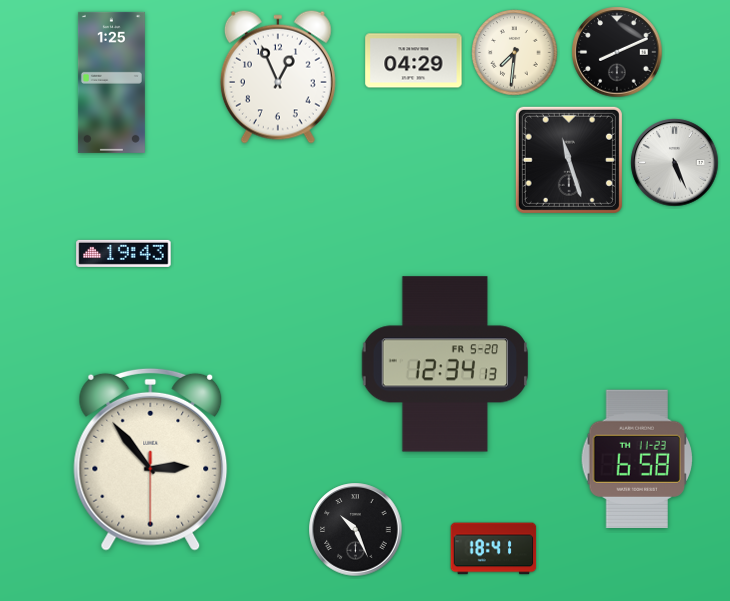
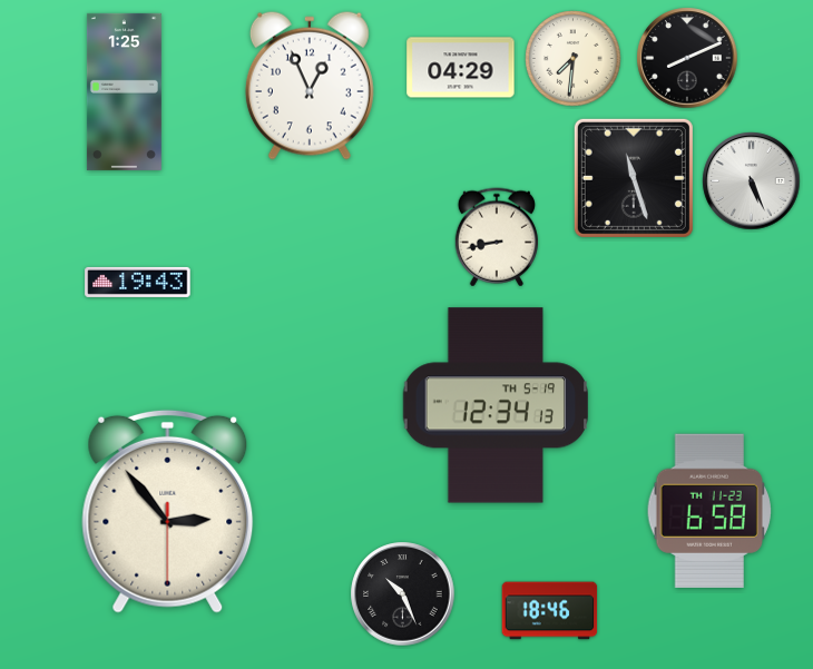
clock at (497, 237): none -> 8:43
clock at (445, 364) date: FR 5-20 -> TH 5-19
clock at (356, 530) position: (356, 530) -> (403, 594)
clock at (494, 549): 18:41 -> 18:46
